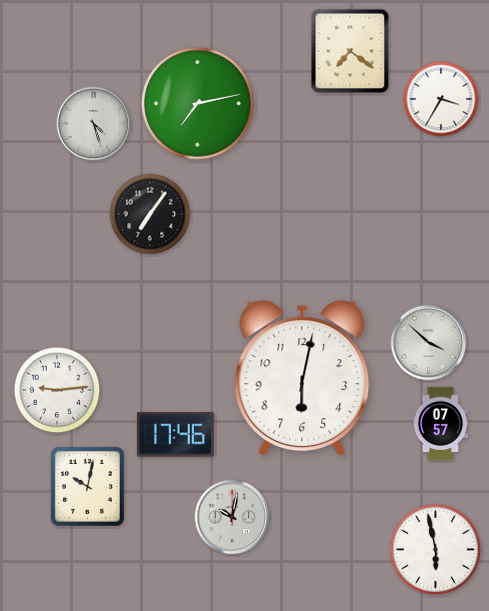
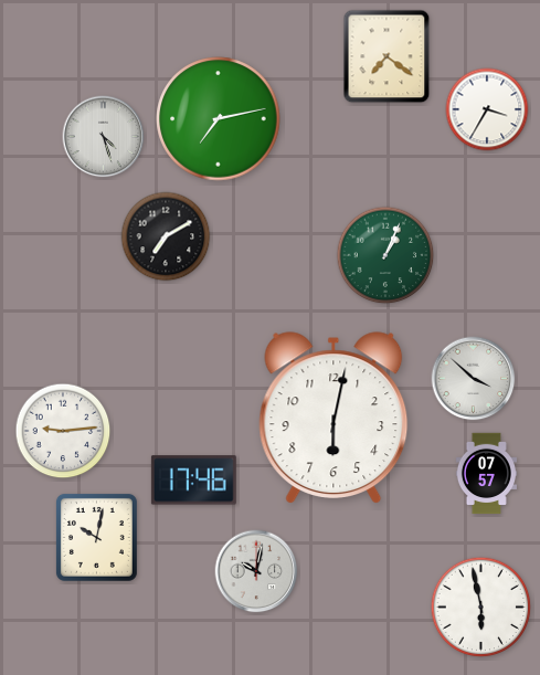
clock at (198, 104) position: (198, 104) -> (219, 119)
clock at (150, 214): 7:06 -> 7:10
clock at (385, 255): none -> 1:04
clock at (440, 424) position: (440, 424) -> (486, 474)
